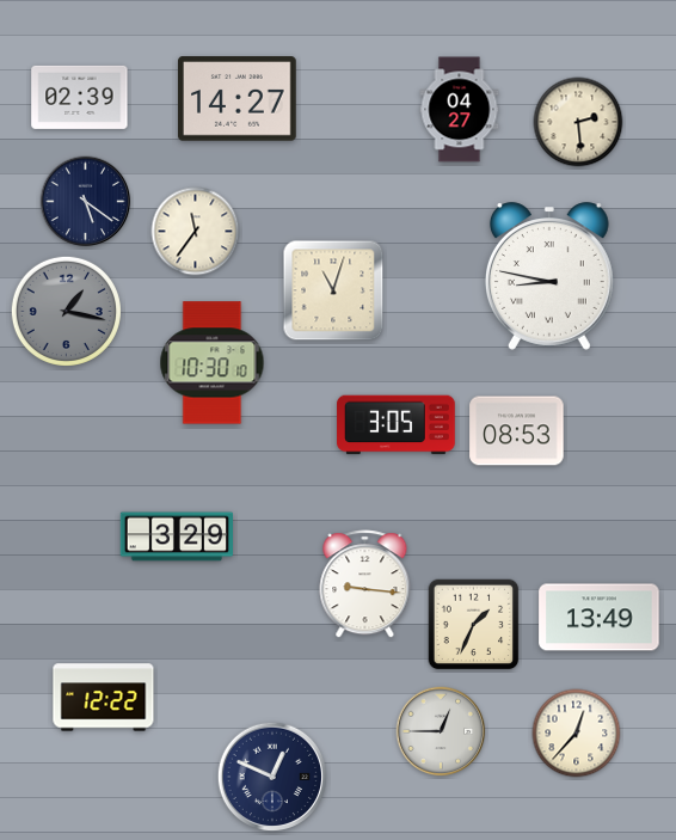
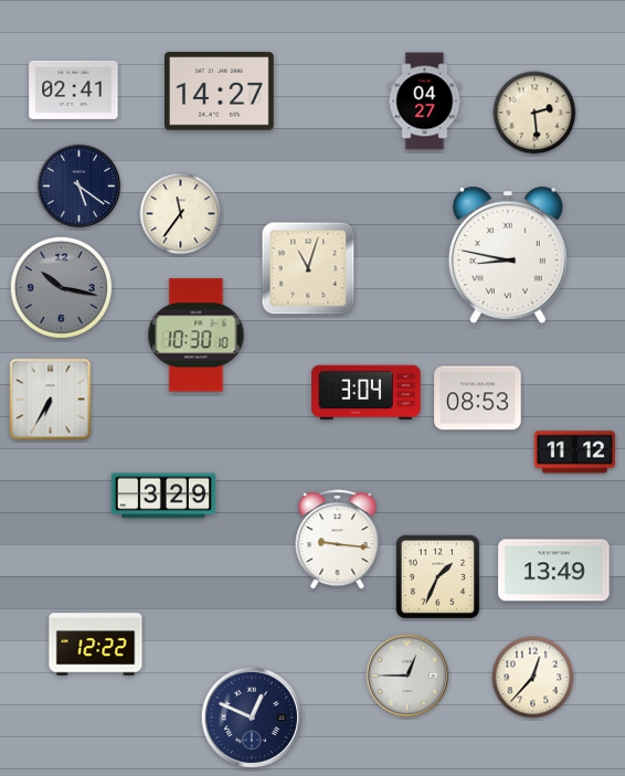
clock at (80, 97): 02:39 -> 02:41
clock at (66, 311): 1:17 -> 10:17
clock at (397, 425): 3:05 -> 3:04
clock at (51, 400): none -> 6:35
clock at (574, 453): none -> 11:12
